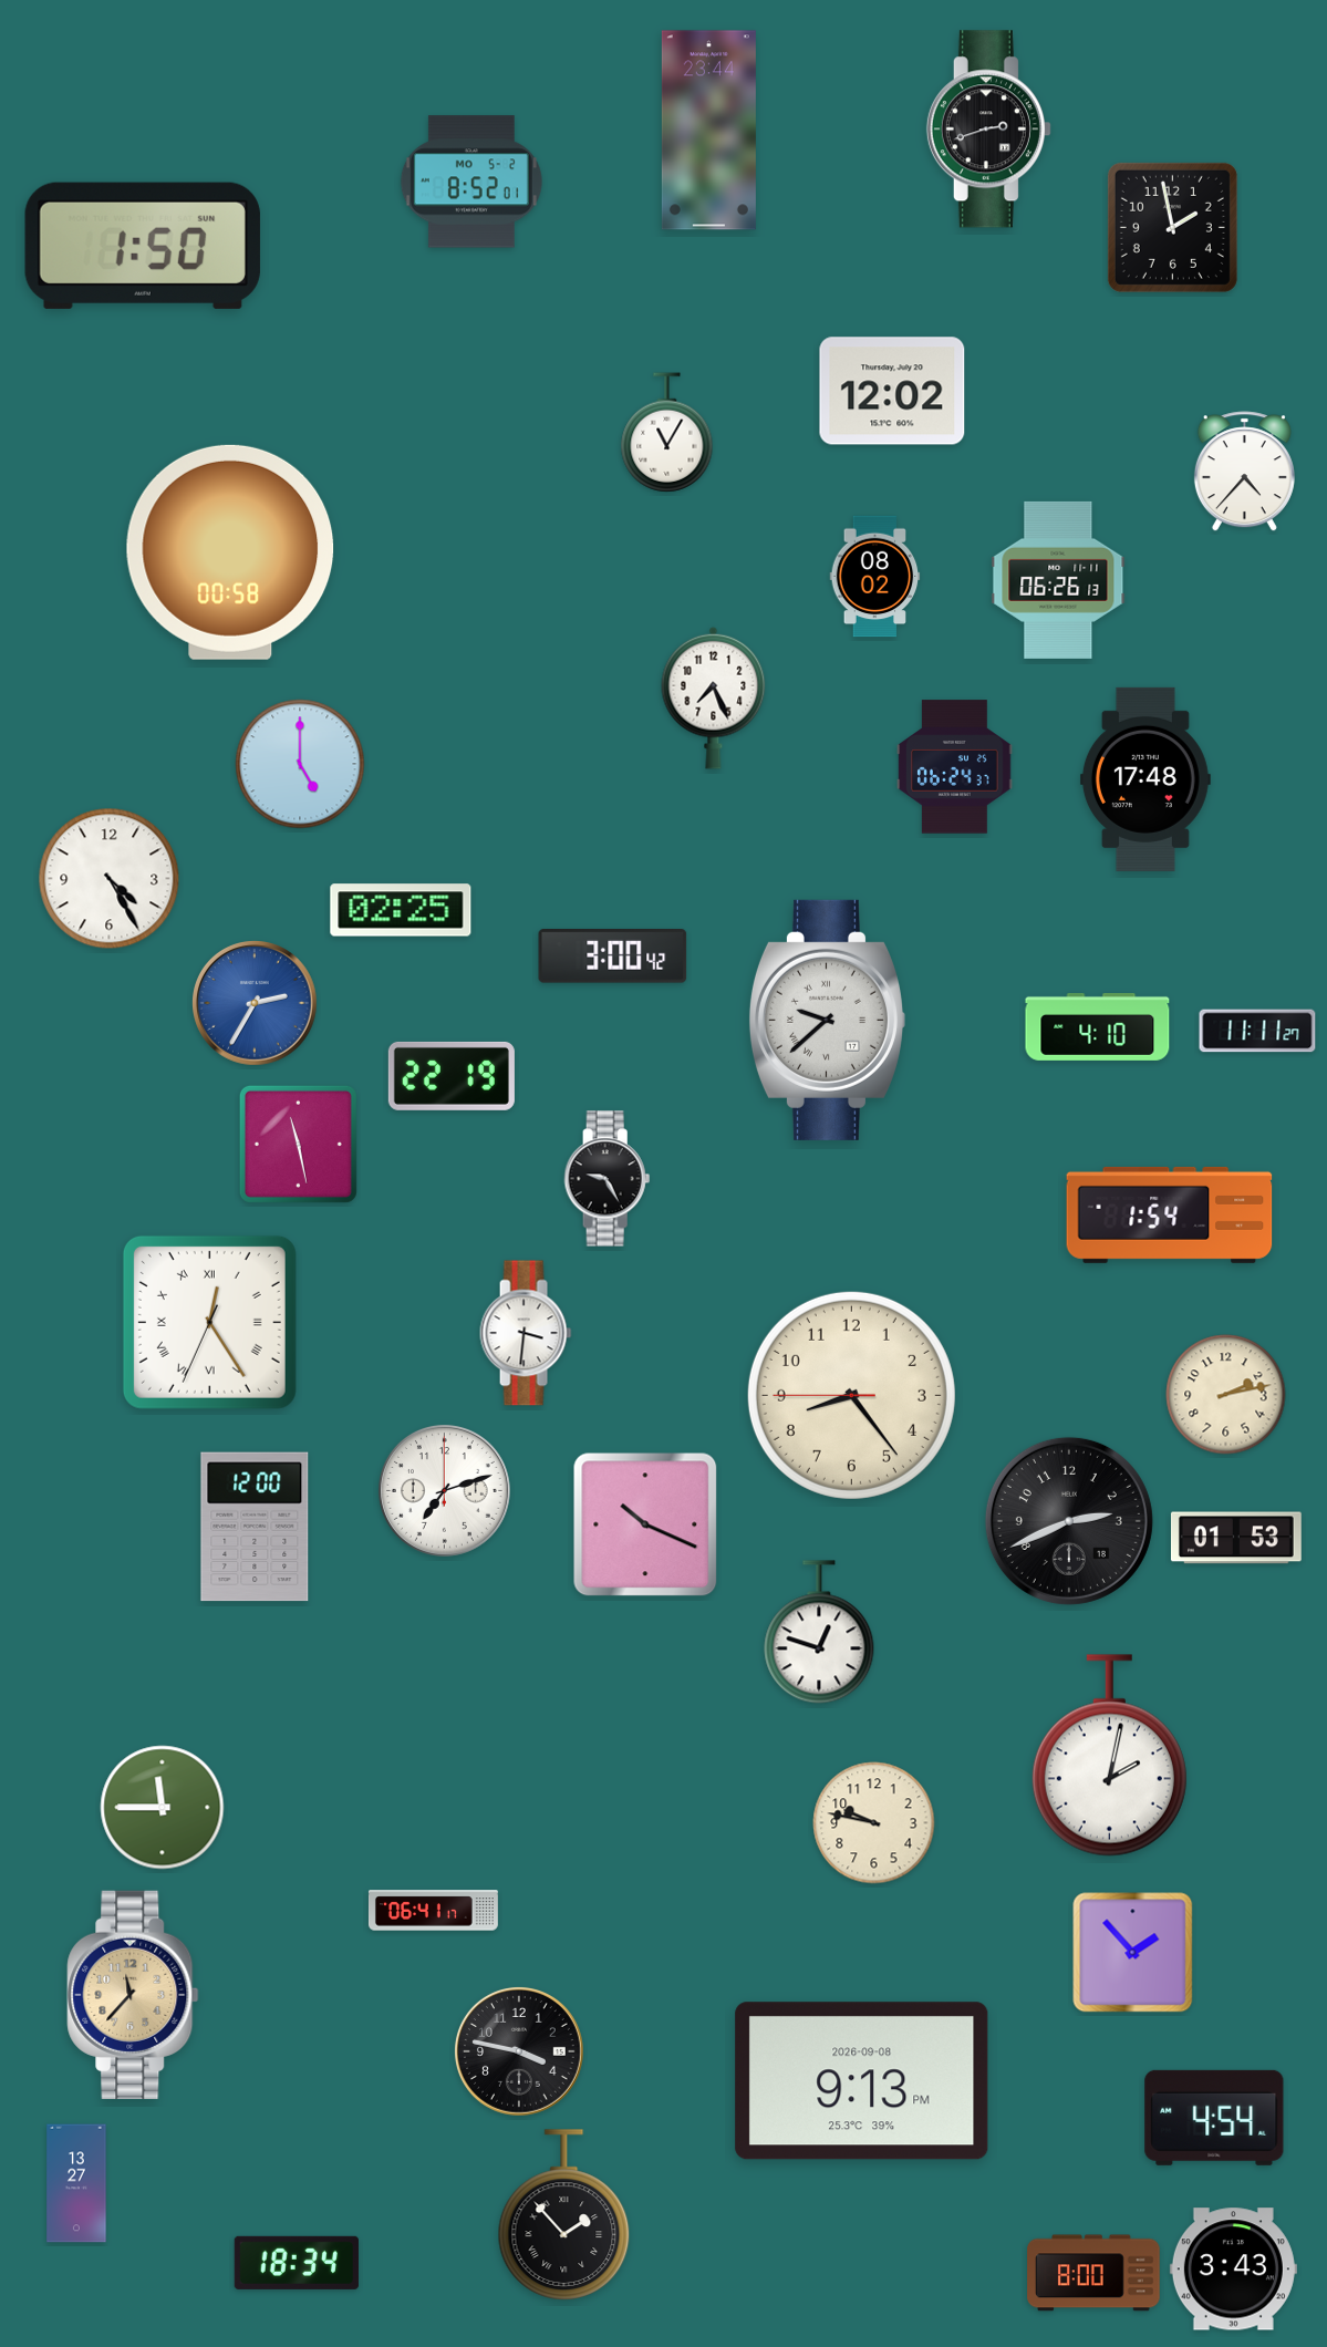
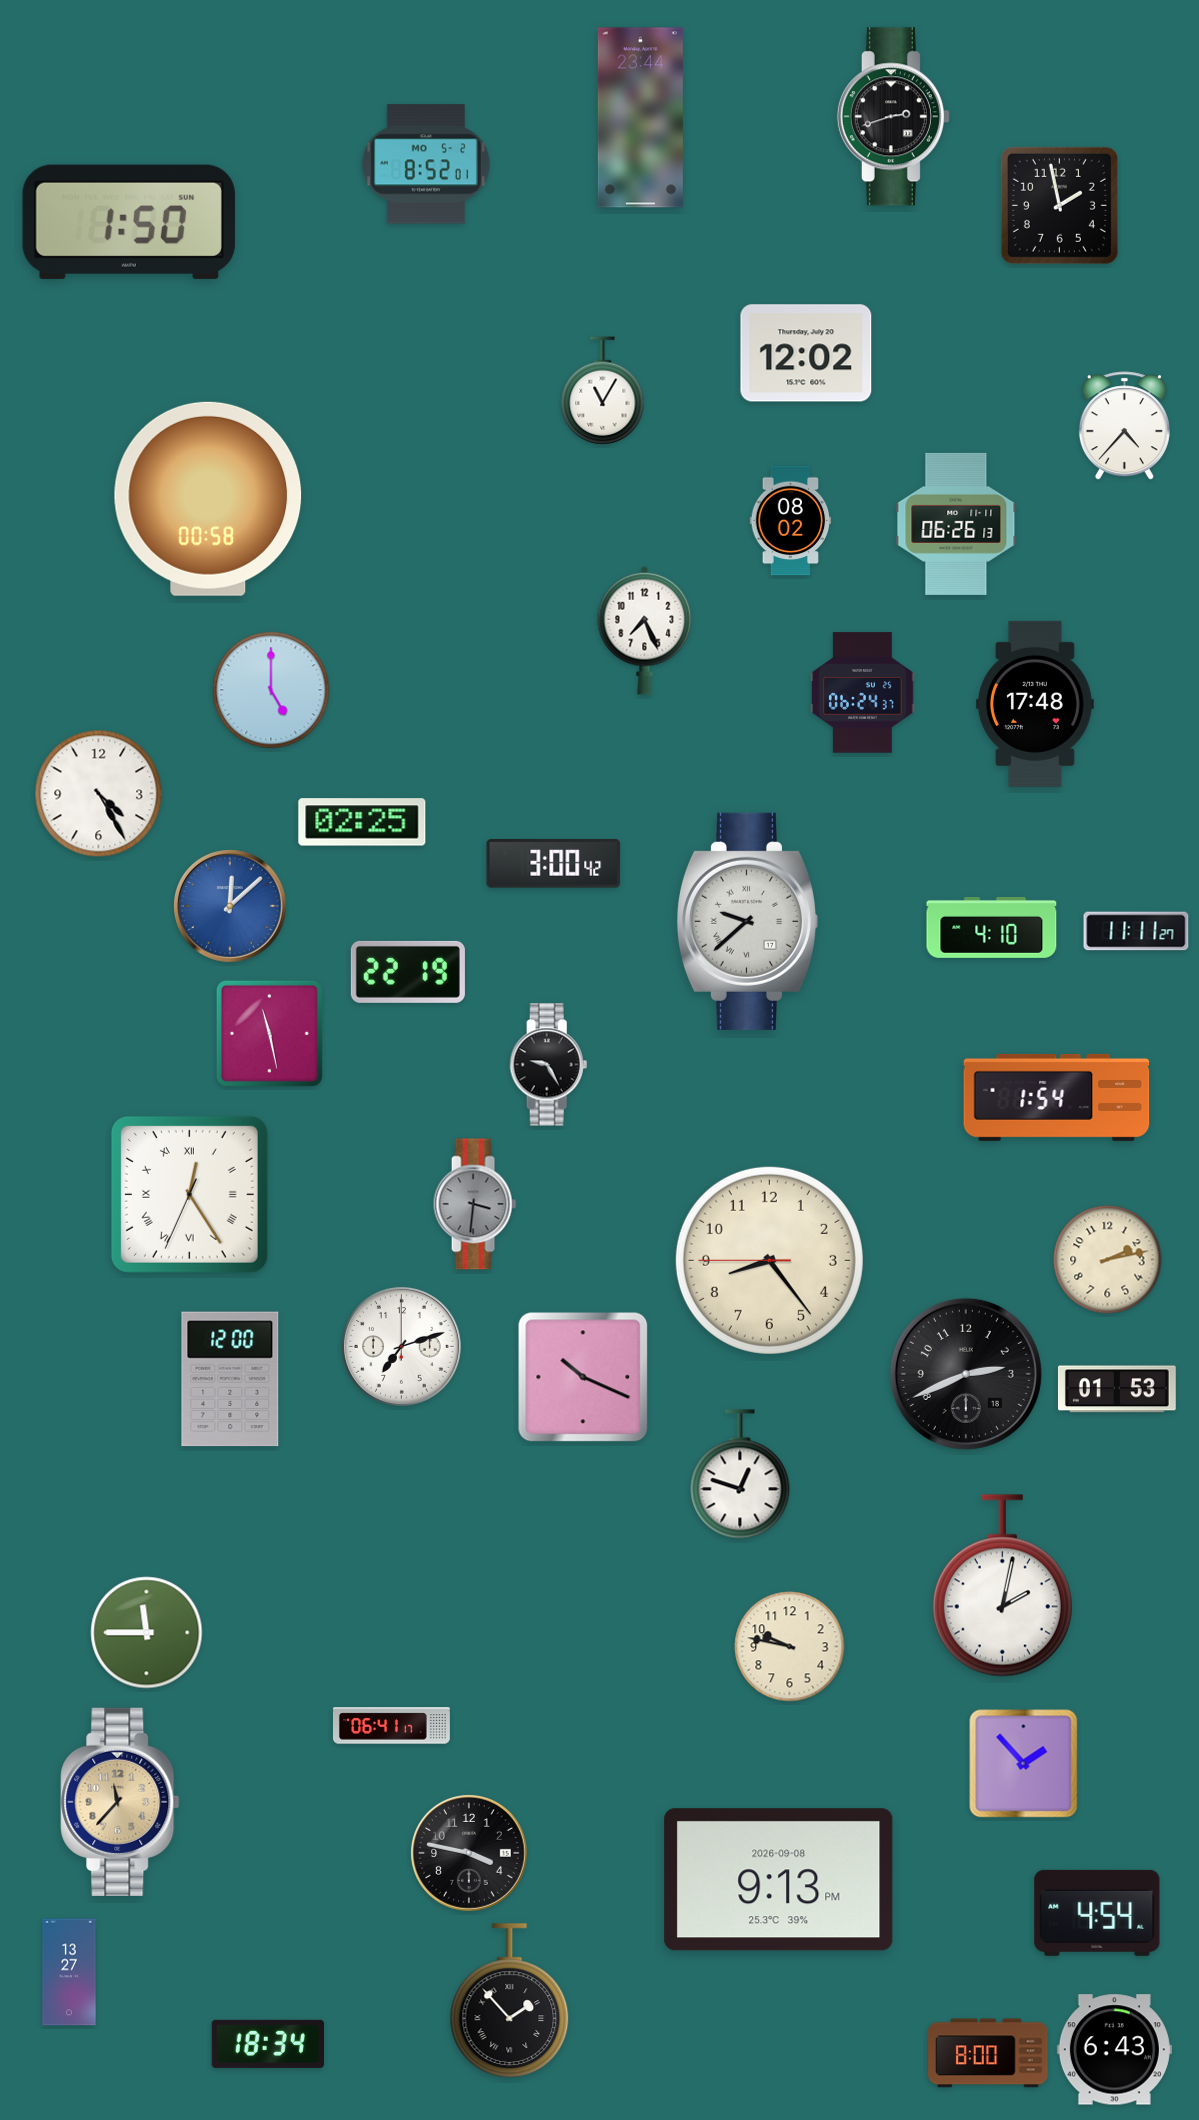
clock at (256, 1004): 2:35 -> 12:08
clock at (526, 1333) dial: white -> grey
clock at (1233, 2270): 3:43 -> 6:43
